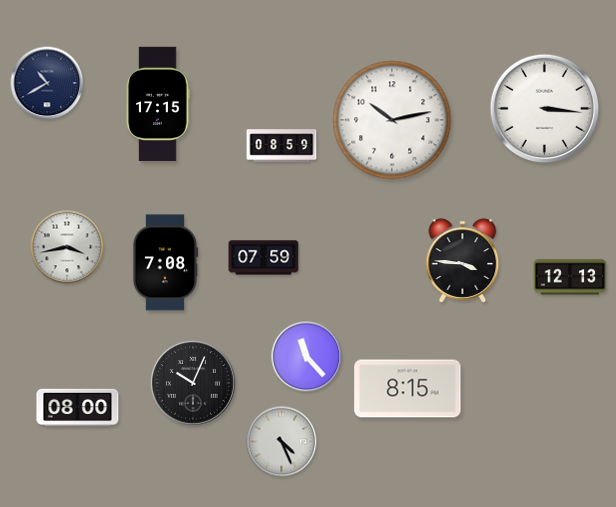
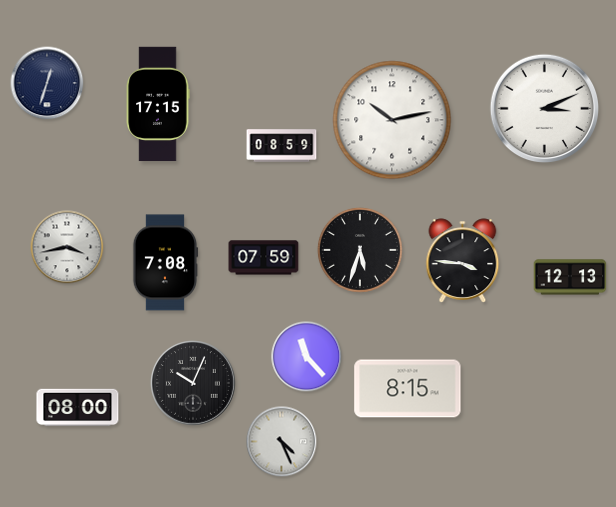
clock at (47, 83): 10:40 -> 12:33
clock at (545, 109): 3:16 -> 3:11
clock at (360, 250): none -> 5:33
